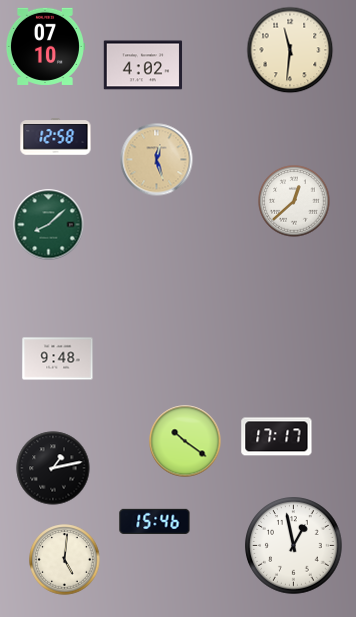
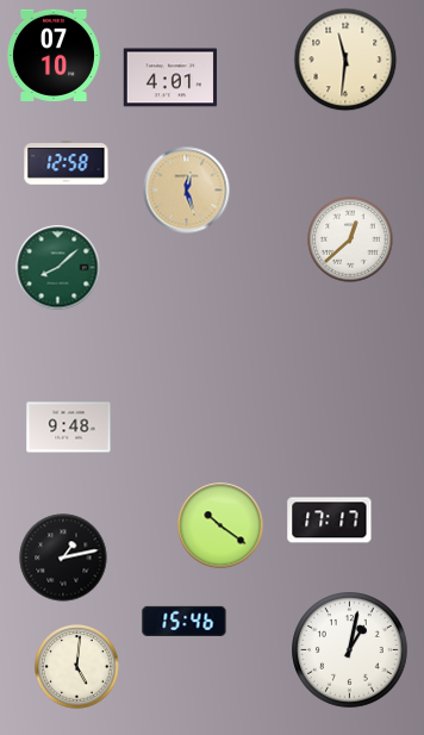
clock at (143, 65): 4:02 -> 4:01
clock at (294, 546): 12:58 -> 1:02
